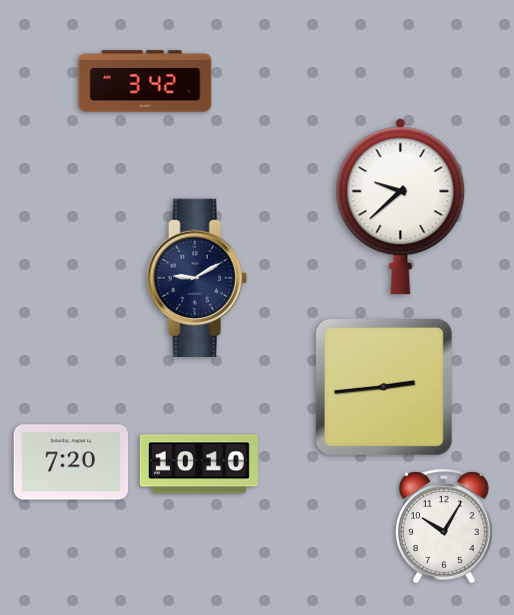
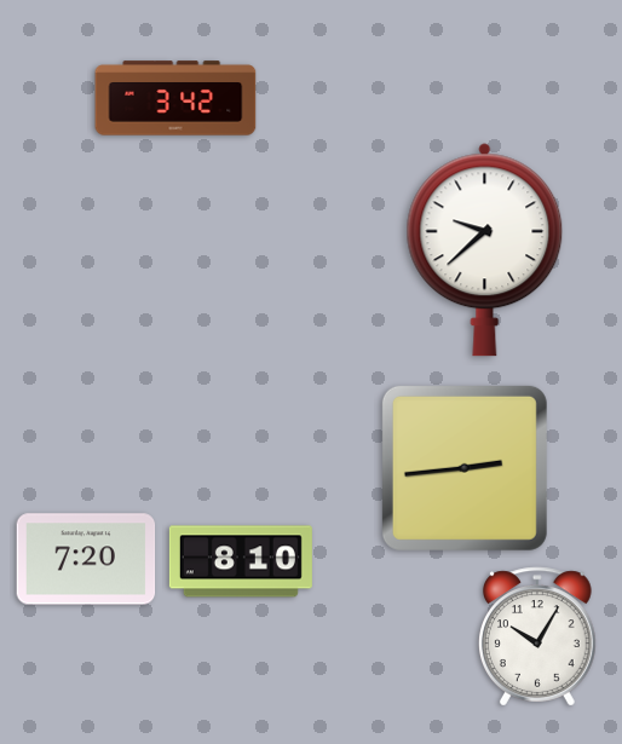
clock at (197, 278): 9:10 -> none
clock at (199, 464): 10:10 -> 8:10
